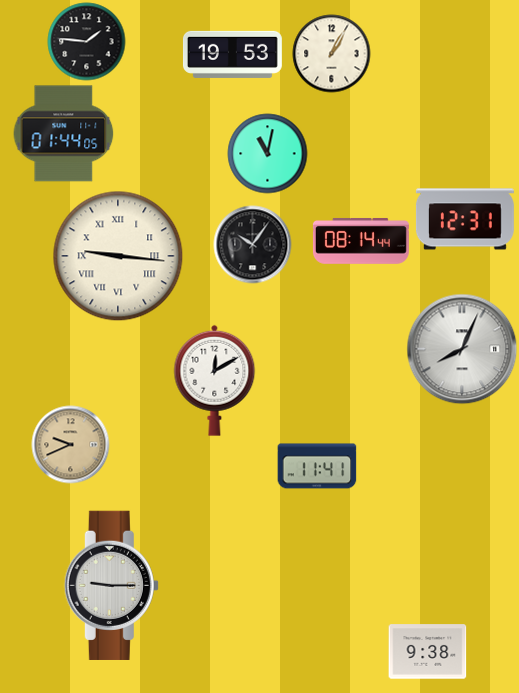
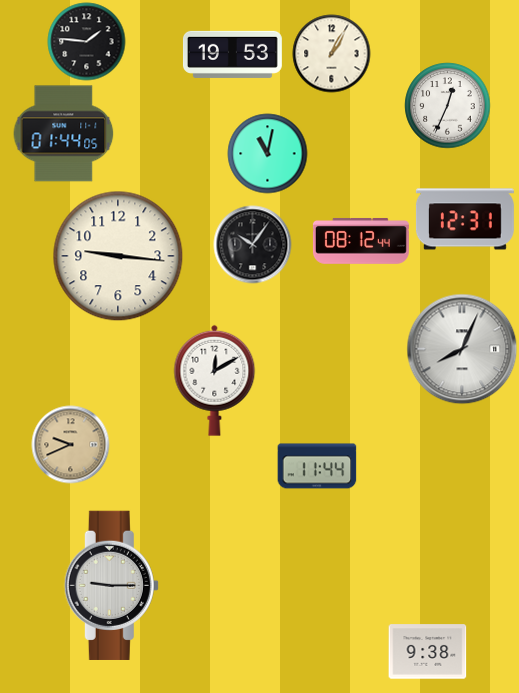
clock at (447, 105): none -> 12:34
clock at (361, 241): 08:14 -> 08:12
clock at (118, 256) numerals: Roman -> Arabic
clock at (317, 466): 11:41 -> 11:44
